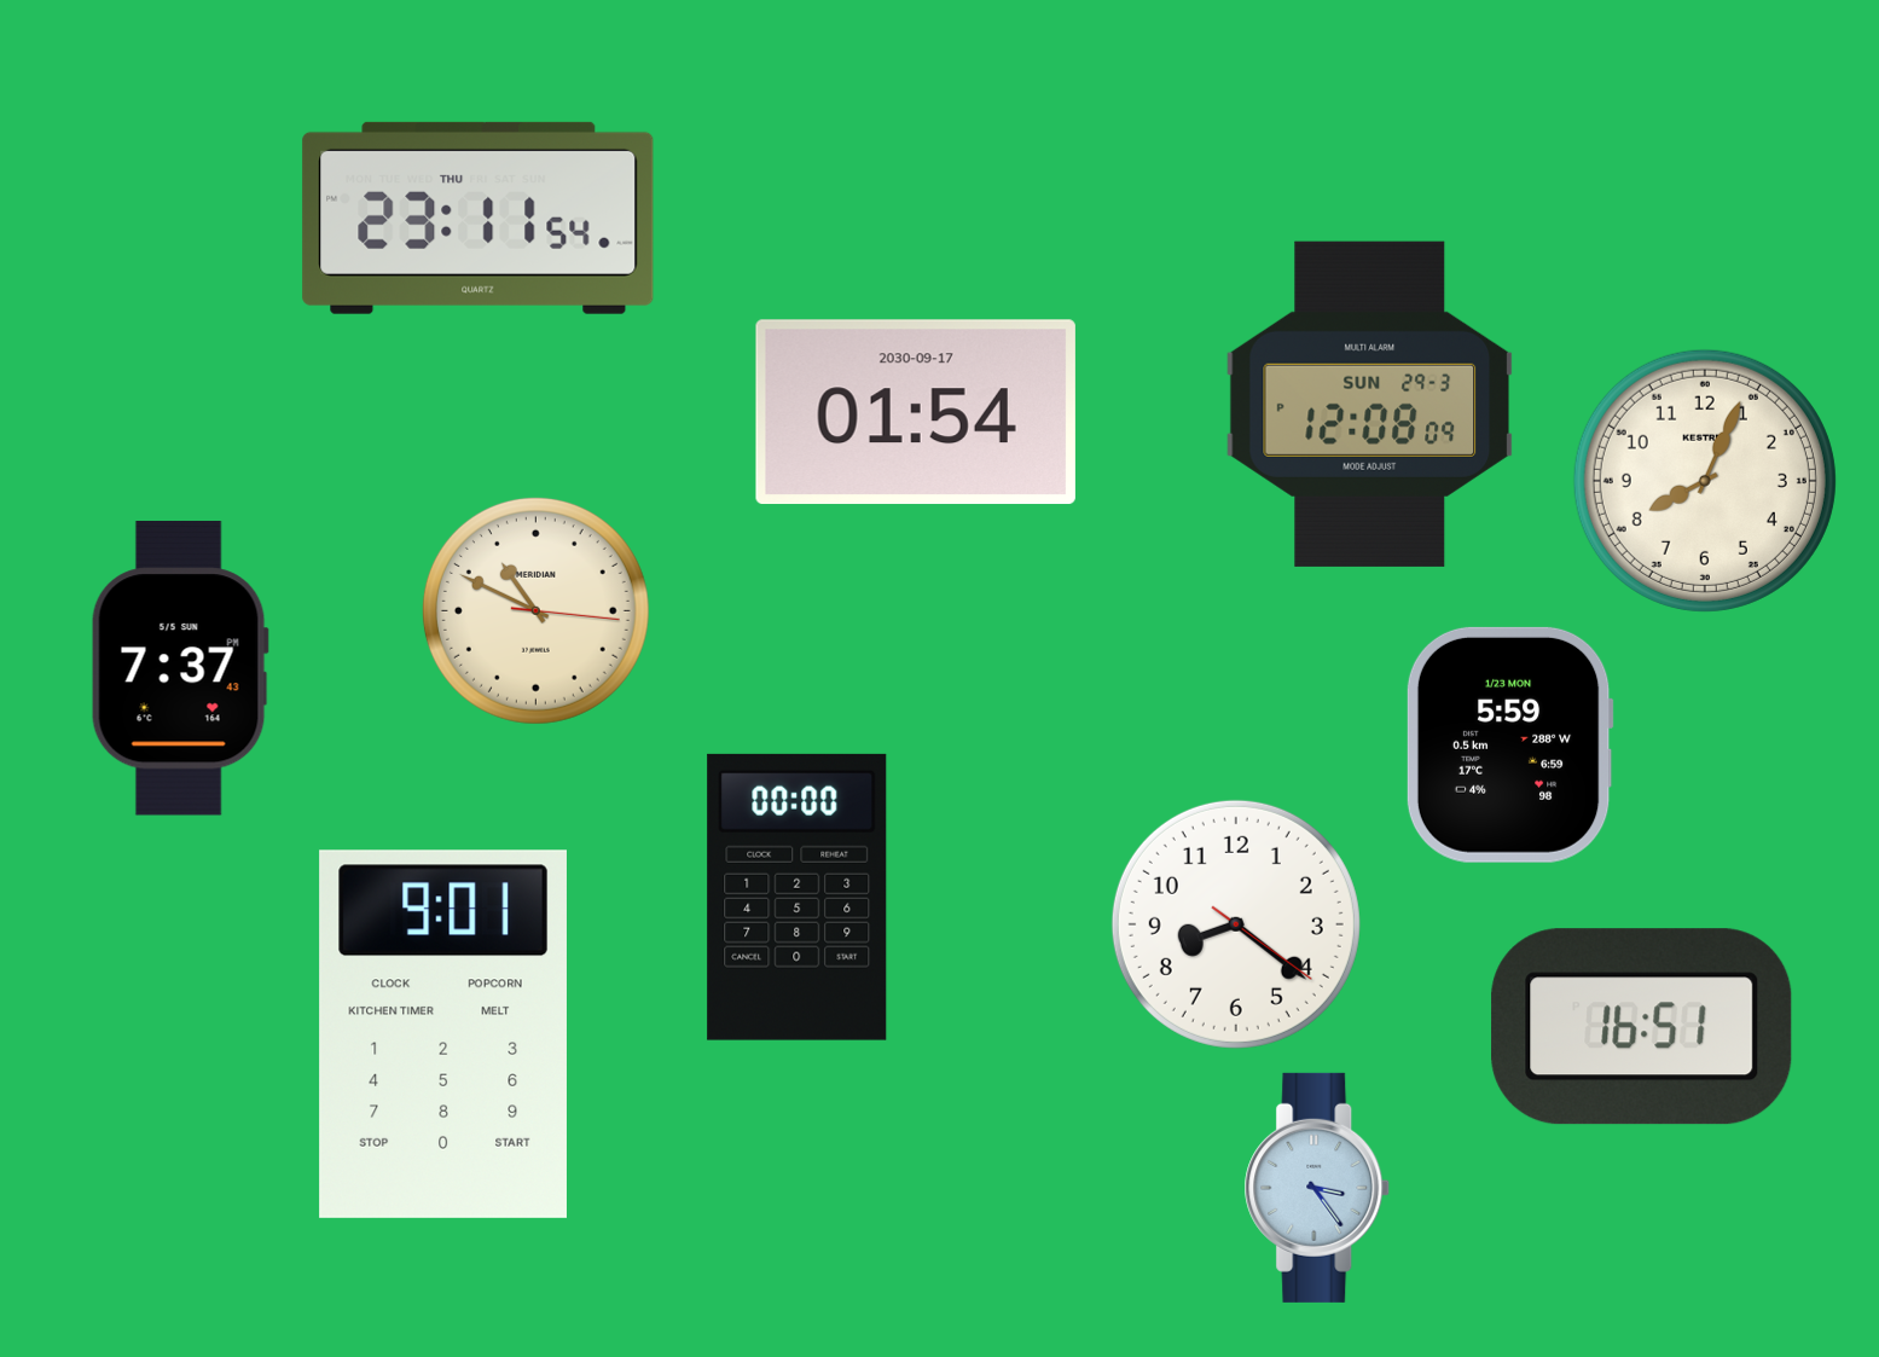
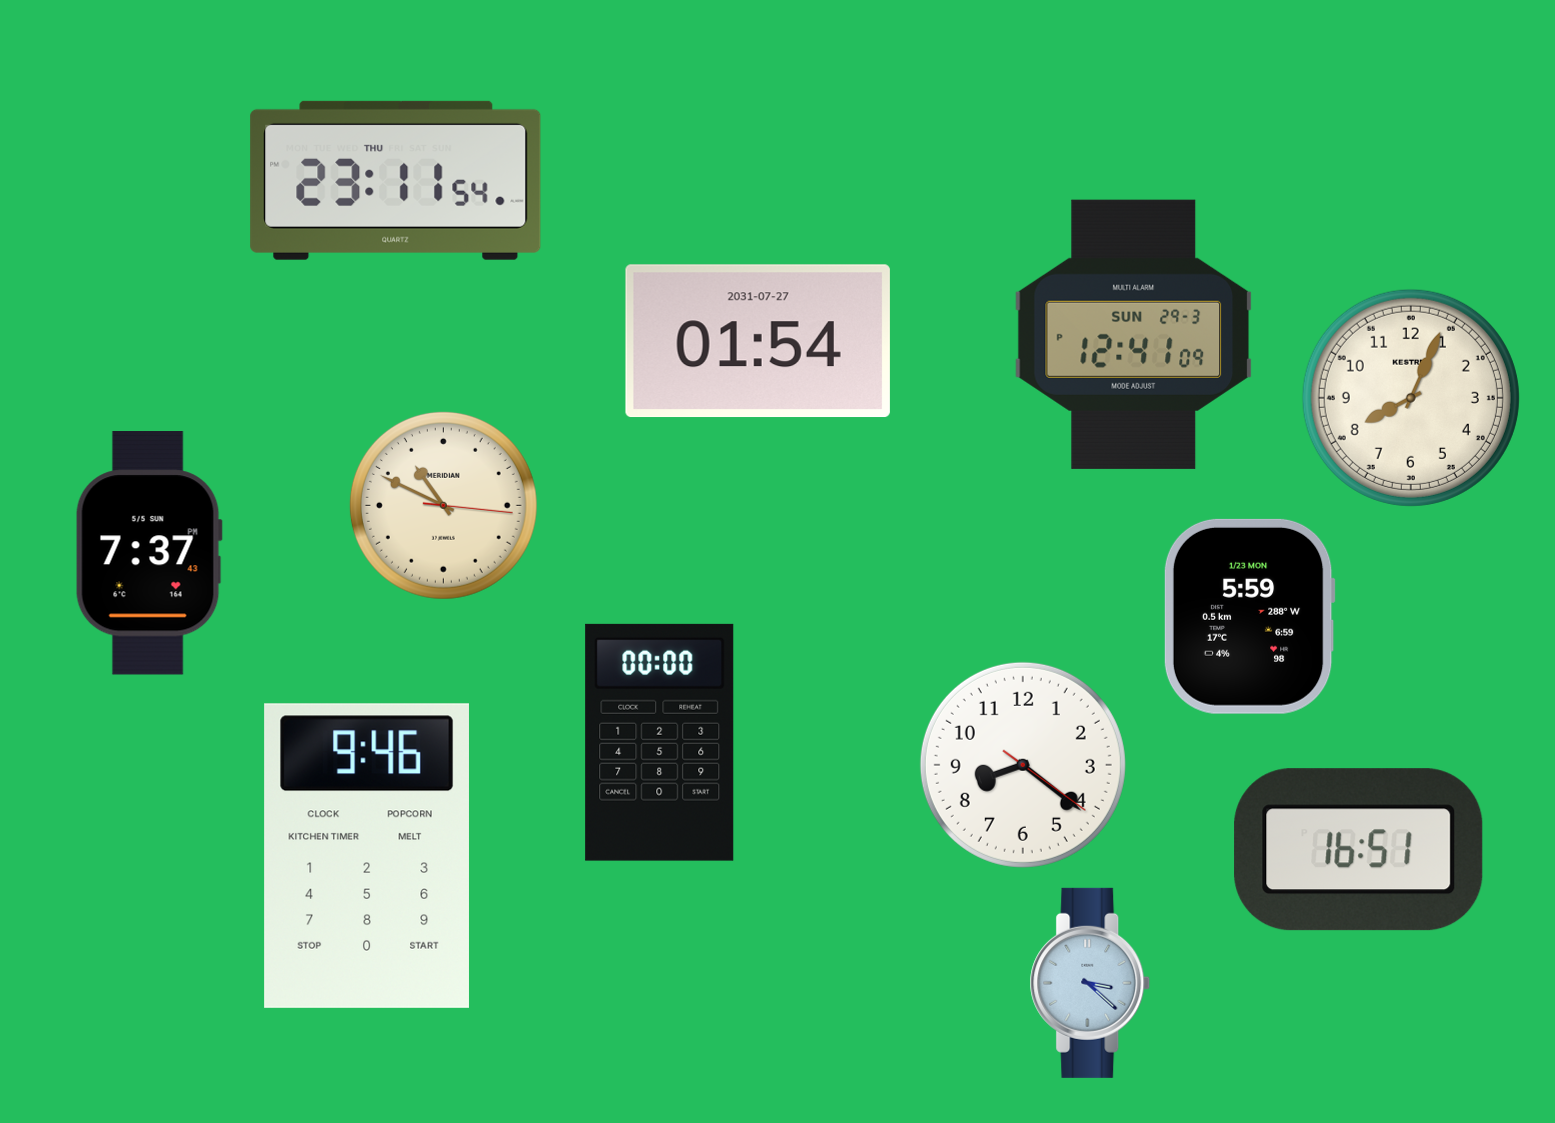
clock at (1370, 404): 12:08 -> 12:41
clock at (916, 412) date: 2030-09-17 -> 2031-07-27
clock at (443, 1034): 9:01 -> 9:46
clock at (1317, 1188): 3:24 -> 3:22
